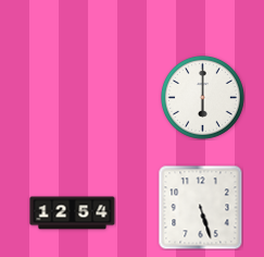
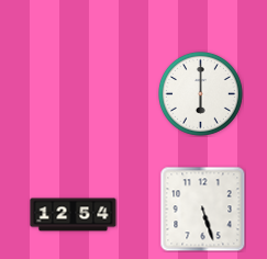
clock at (203, 98) position: (203, 98) -> (201, 94)
